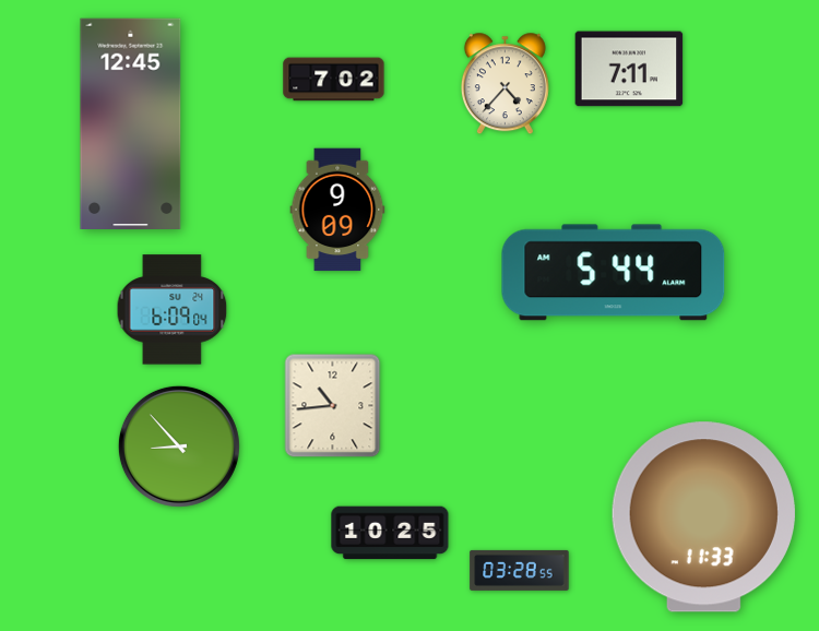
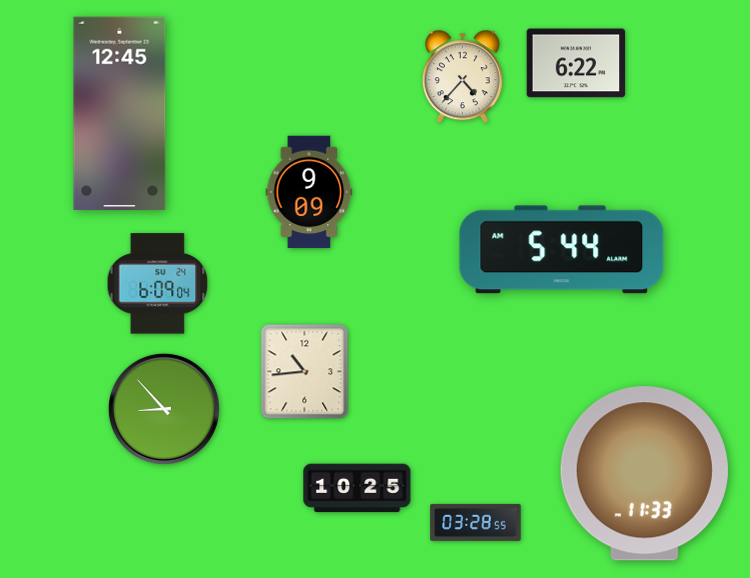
clock at (629, 69): 7:11 -> 6:22
clock at (334, 80): 7:02 -> none
